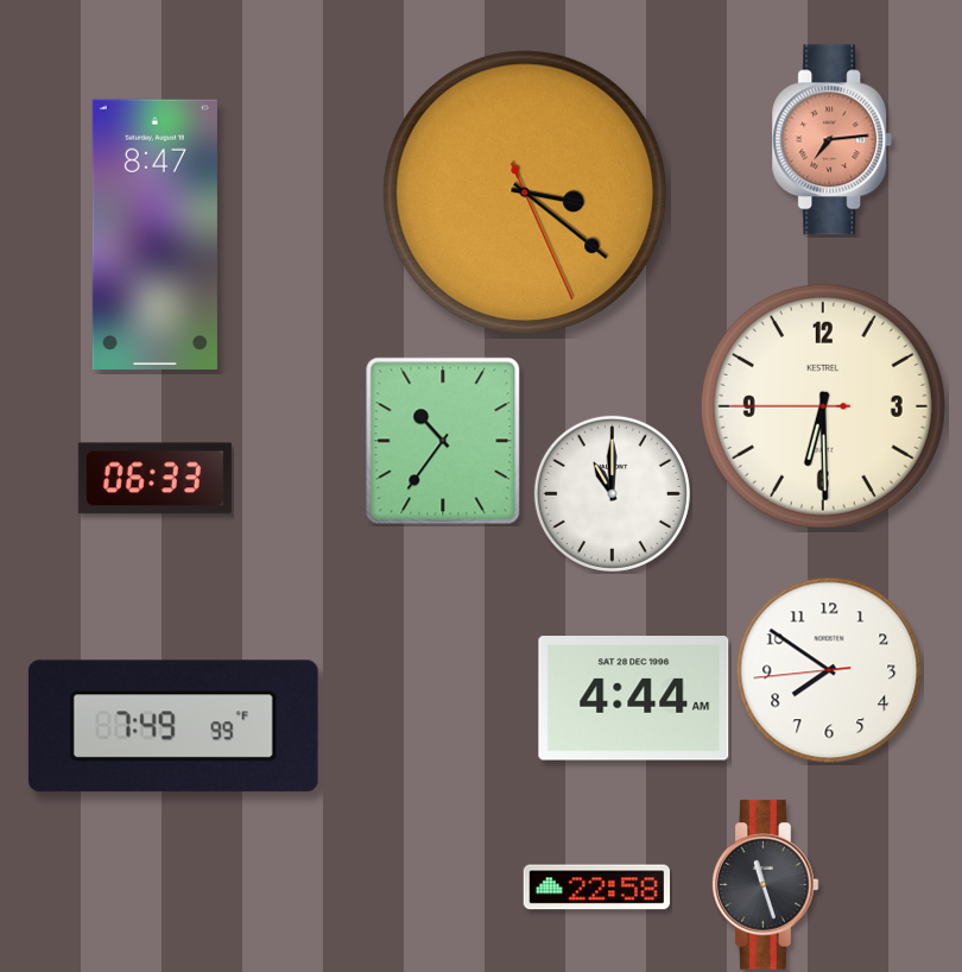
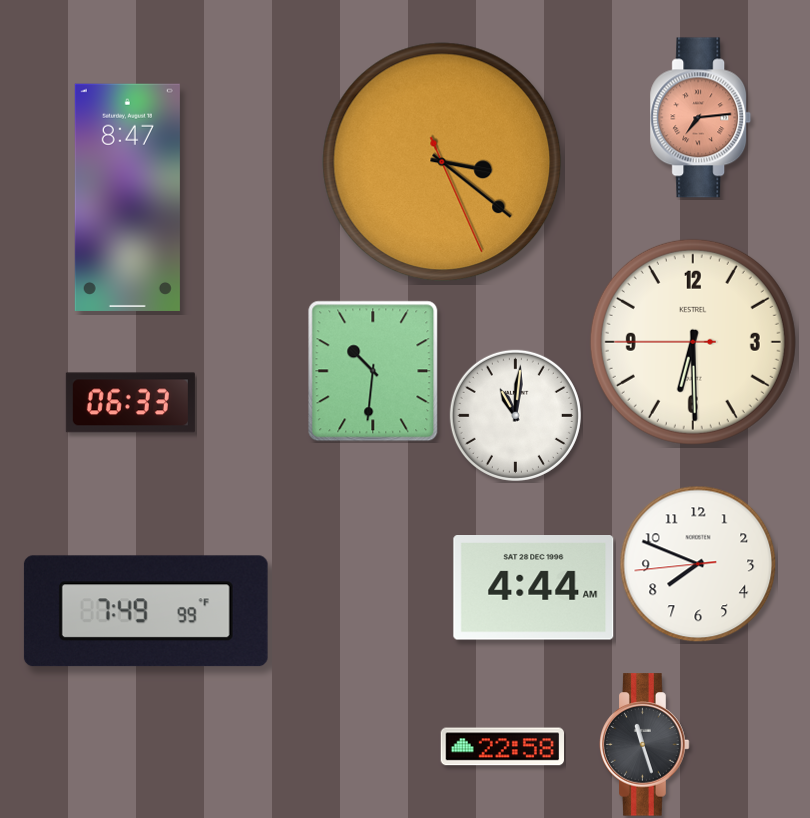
clock at (154, 234) position: (154, 234) -> (127, 197)
clock at (443, 441): 10:36 -> 10:31
clock at (612, 493): 11:00 -> 11:01
clock at (829, 670): 7:50 -> 7:48
